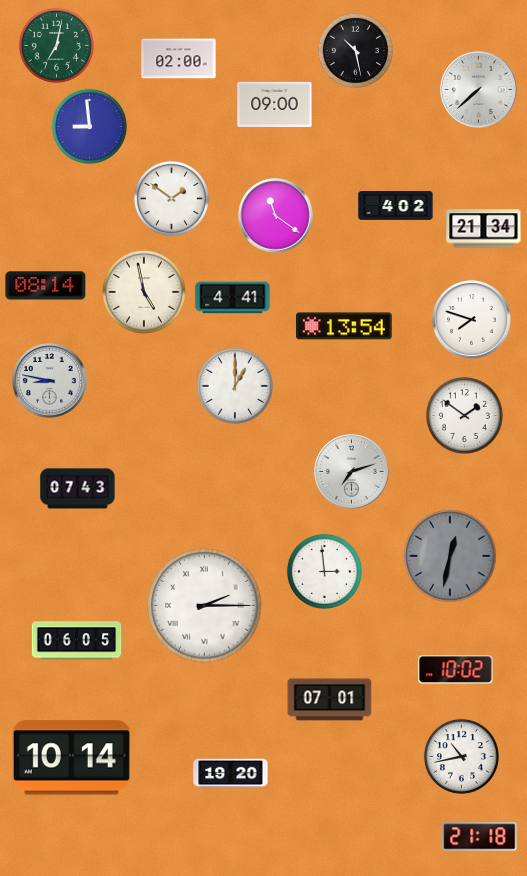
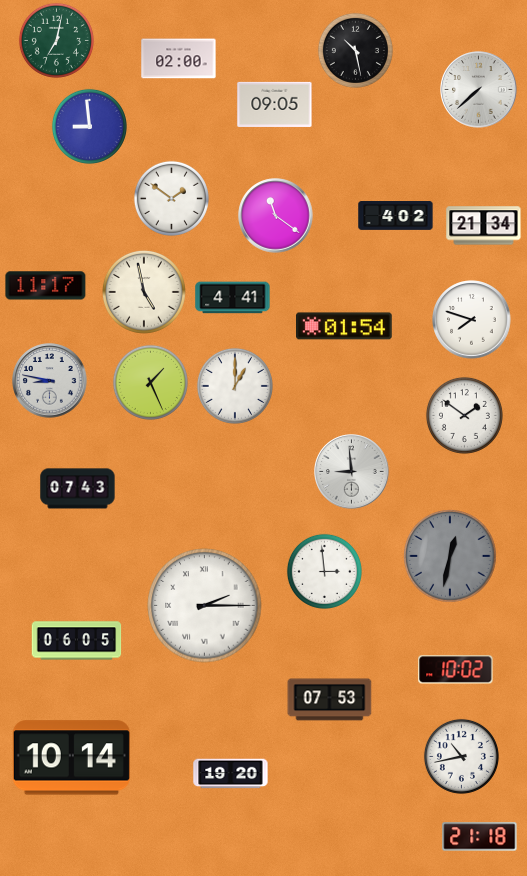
clock at (56, 45) position: (56, 45) -> (56, 40)
clock at (275, 104): 09:00 -> 09:05
clock at (396, 206) position: (396, 206) -> (396, 216)
clock at (484, 229) position: (484, 229) -> (484, 226)
clock at (46, 286): 08:14 -> 11:17
clock at (345, 326): 13:54 -> 01:54
clock at (150, 382): none -> 1:26
clock at (352, 472): 7:12 -> 8:59
clock at (330, 700): 07:01 -> 07:53
